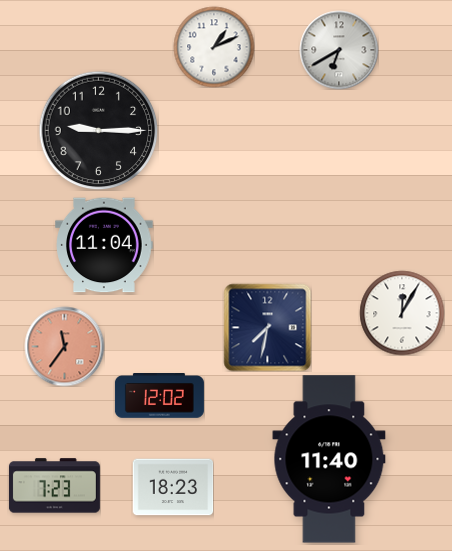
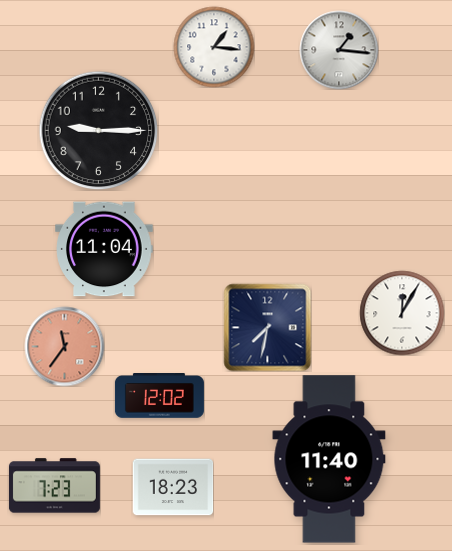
clock at (214, 47): 1:11 -> 1:16
clock at (339, 50): 6:40 -> 1:16
clock at (104, 245) position: (104, 245) -> (104, 249)
